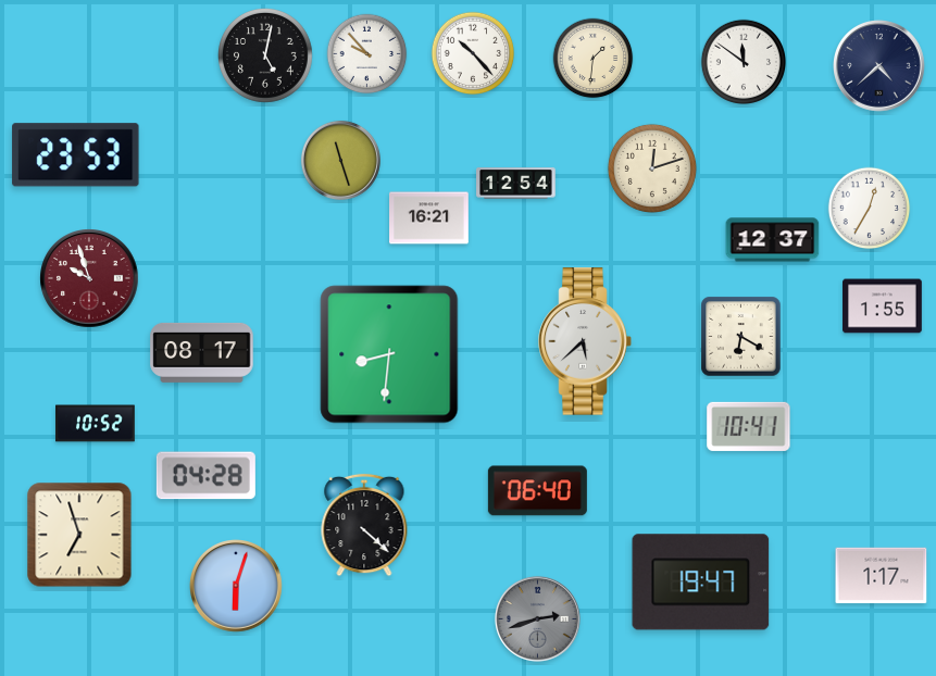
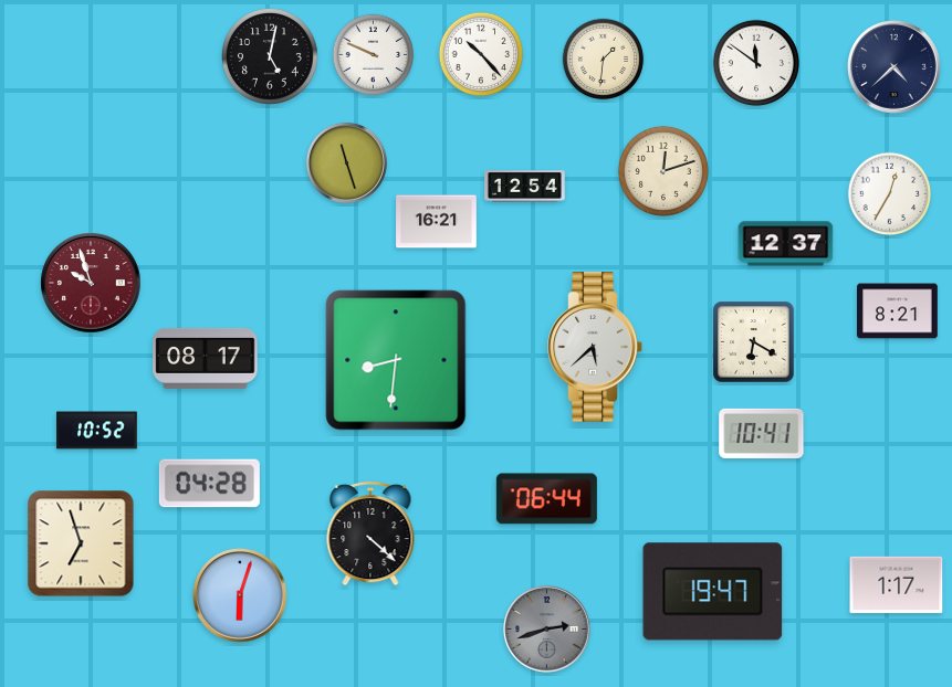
clock at (367, 54): 9:53 -> 9:49
clock at (76, 155): 23:53 -> none
clock at (870, 209) position: (870, 209) -> (890, 194)
clock at (883, 306): 1:55 -> 8:21
clock at (537, 491): 06:40 -> 06:44
